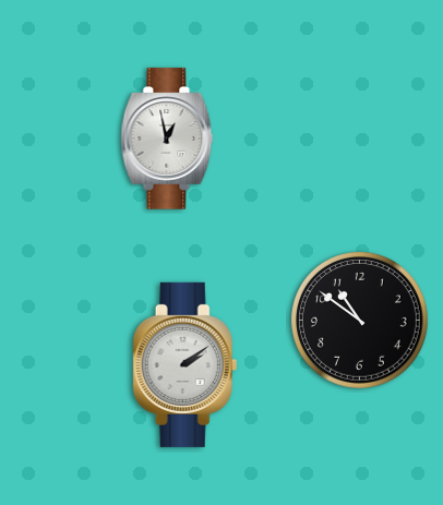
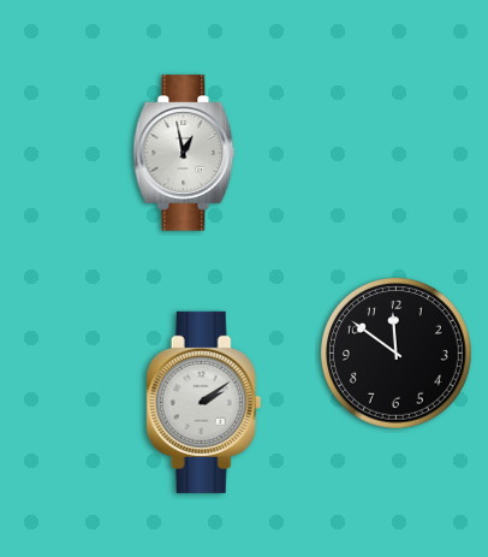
clock at (360, 321): 10:51 -> 11:51
